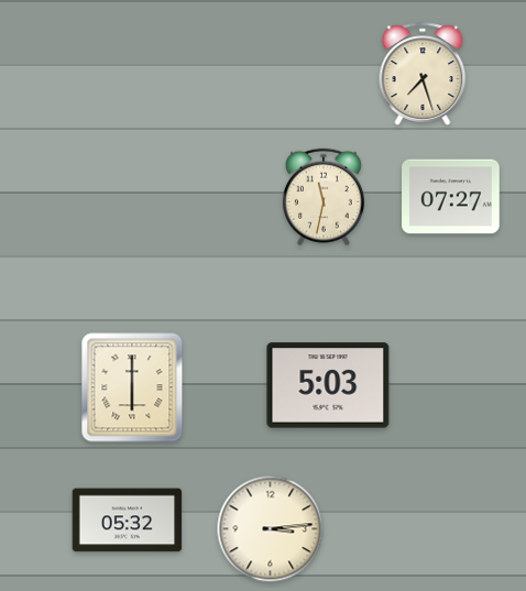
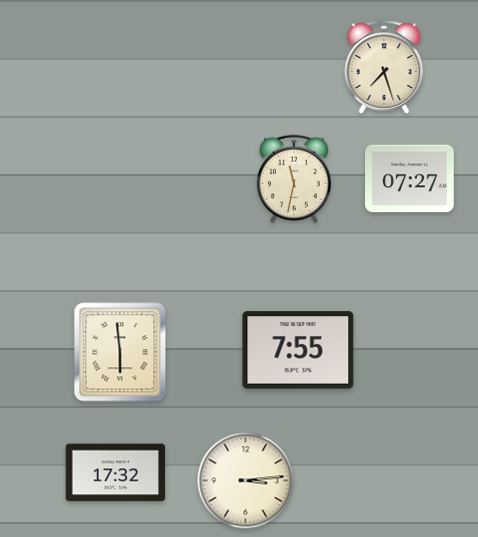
clock at (328, 385): 5:03 -> 7:55
clock at (132, 387): 6:00 -> 5:59
clock at (128, 521): 05:32 -> 17:32
